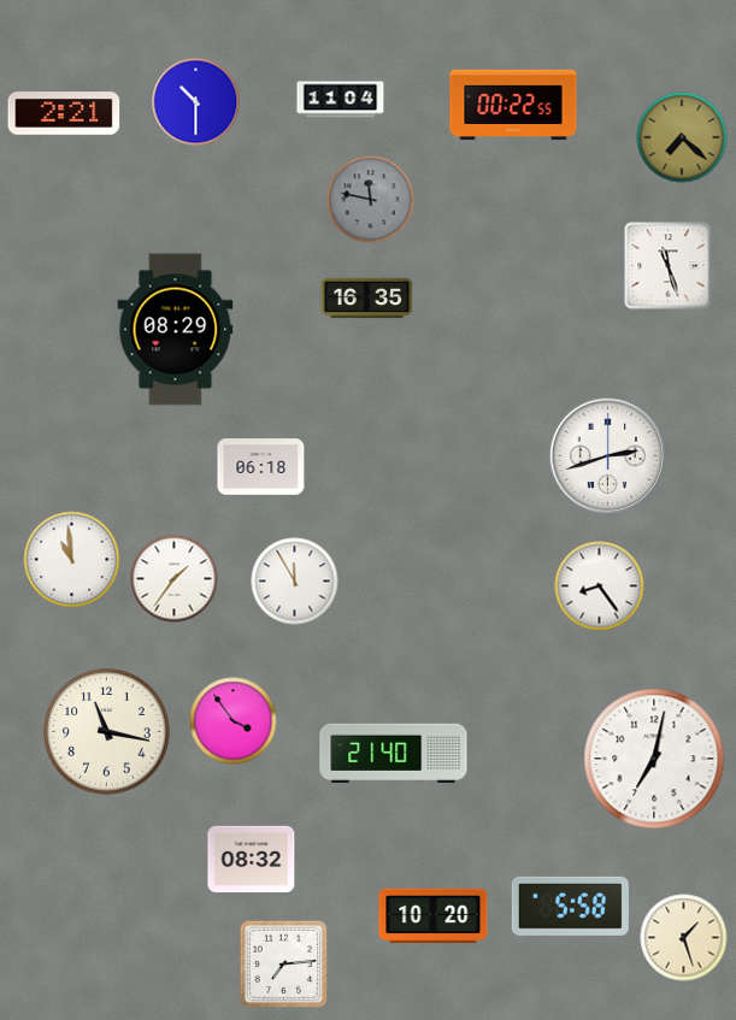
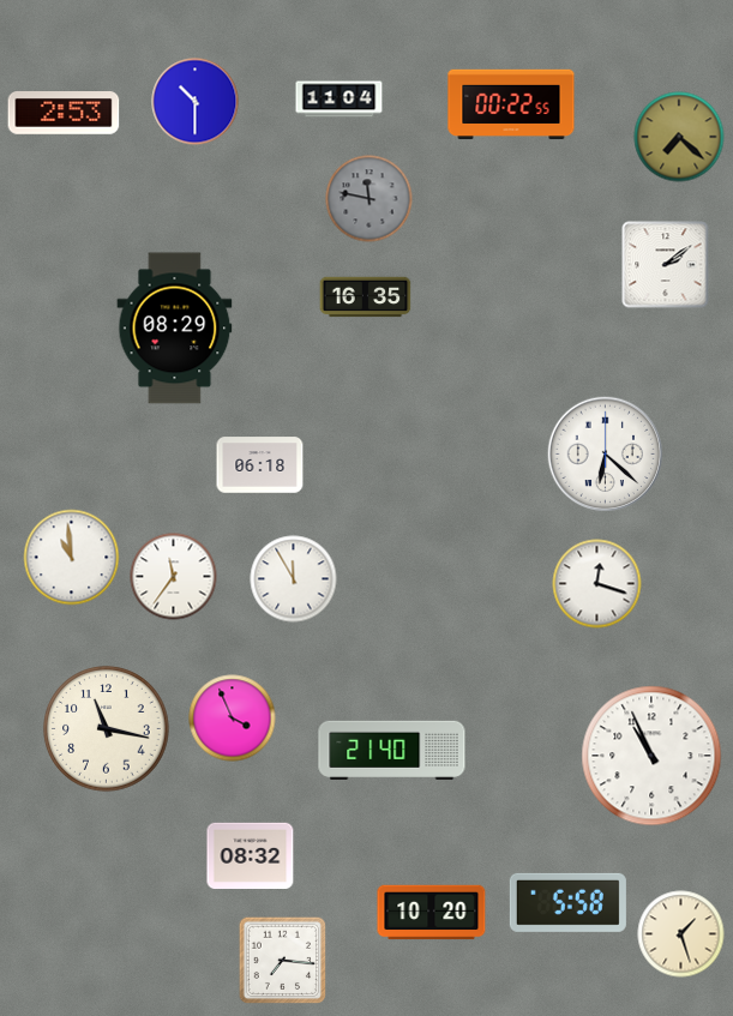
clock at (64, 114): 2:21 -> 2:53
clock at (669, 266): 11:27 -> 2:09
clock at (608, 456): 2:42 -> 6:22
clock at (175, 579): 1:36 -> 11:36
clock at (600, 586): 8:24 -> 12:18
clock at (234, 721): 3:54 -> 3:56
clock at (654, 759): 7:02 -> 10:56
clock at (284, 965): 7:14 -> 7:16
